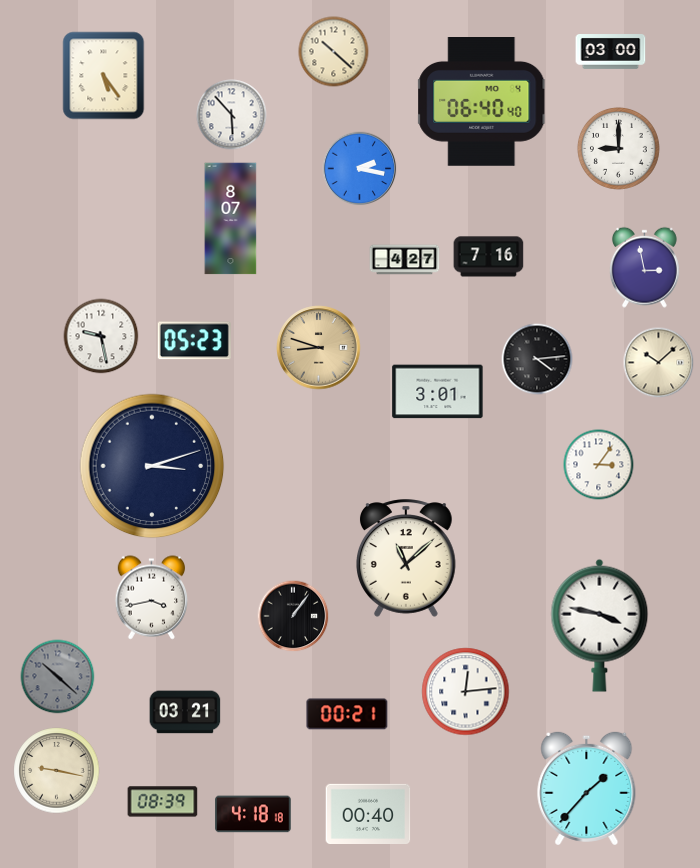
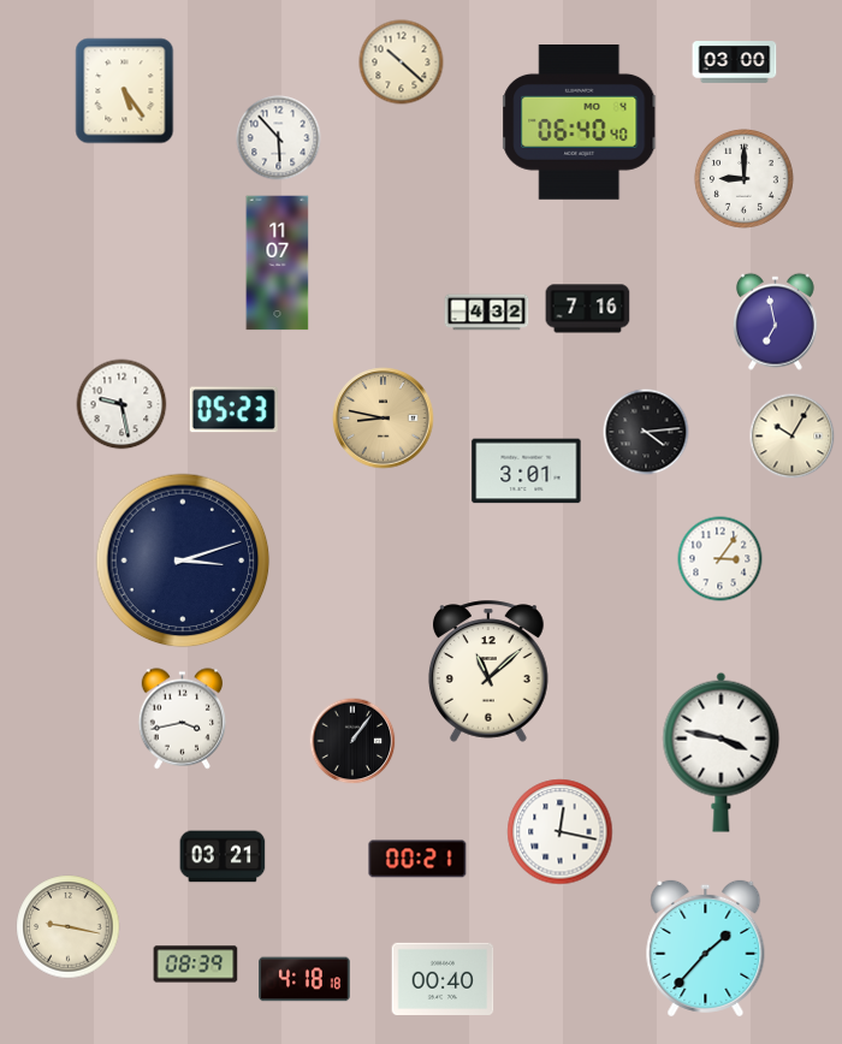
clock at (360, 169): 2:17 -> none
clock at (231, 219): 8:07 -> 11:07
clock at (405, 260): 4:27 -> 4:32
clock at (644, 267): 2:58 -> 6:58
clock at (319, 348): 8:48 -> 8:47
clock at (659, 363): 10:08 -> 10:05
clock at (58, 677): 10:22 -> none
clock at (466, 692): 12:14 -> 12:17
